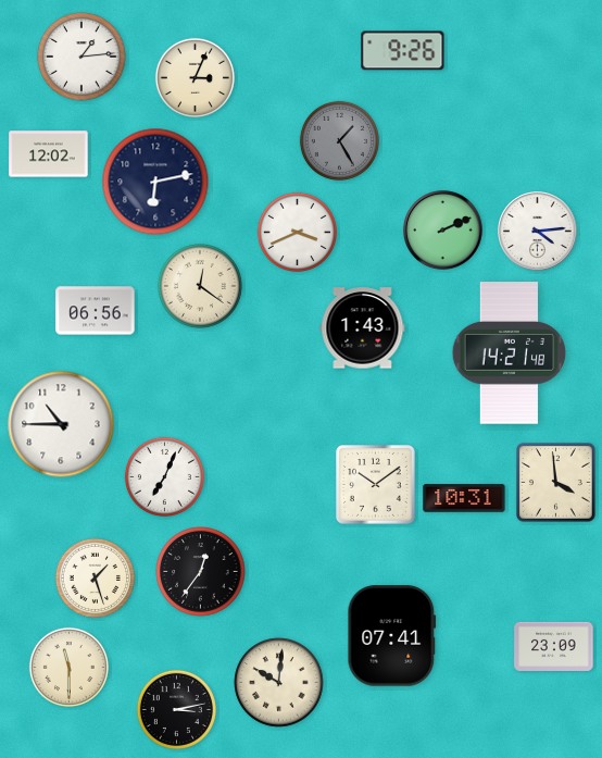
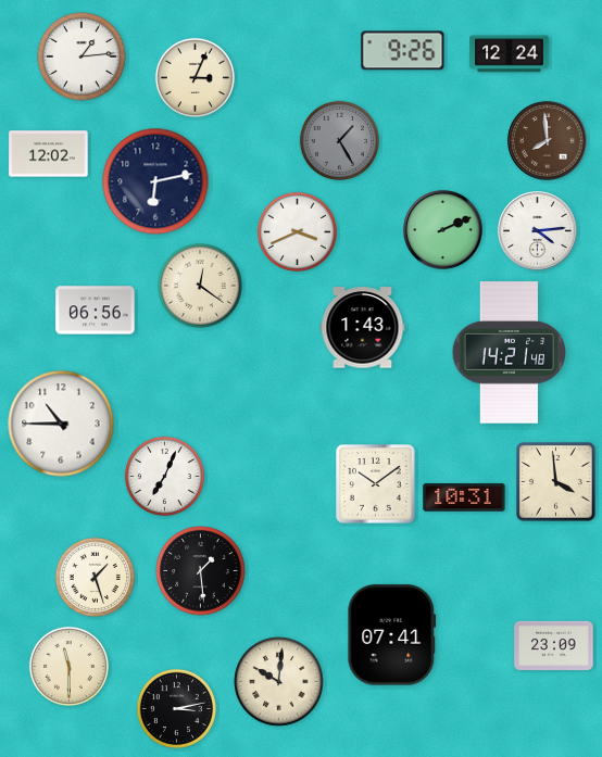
clock at (510, 54): none -> 12:24
clock at (548, 141): none -> 7:59
clock at (201, 572): 12:36 -> 1:29
